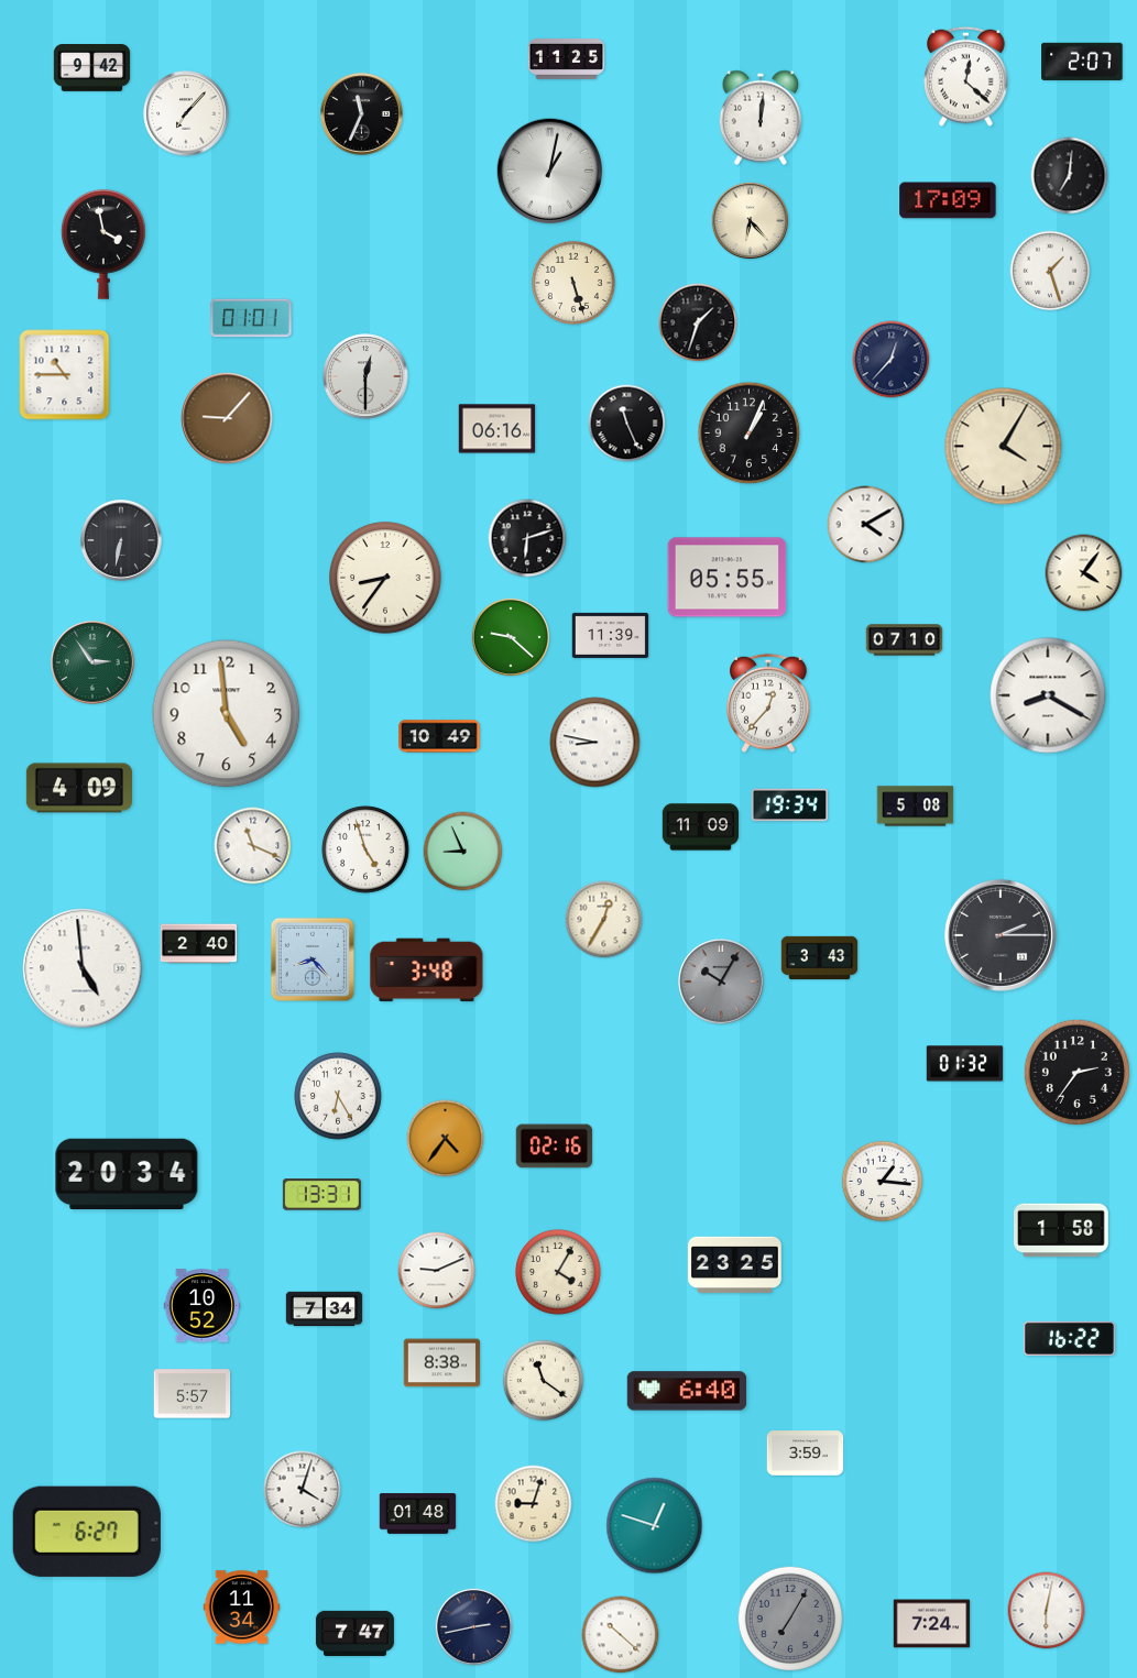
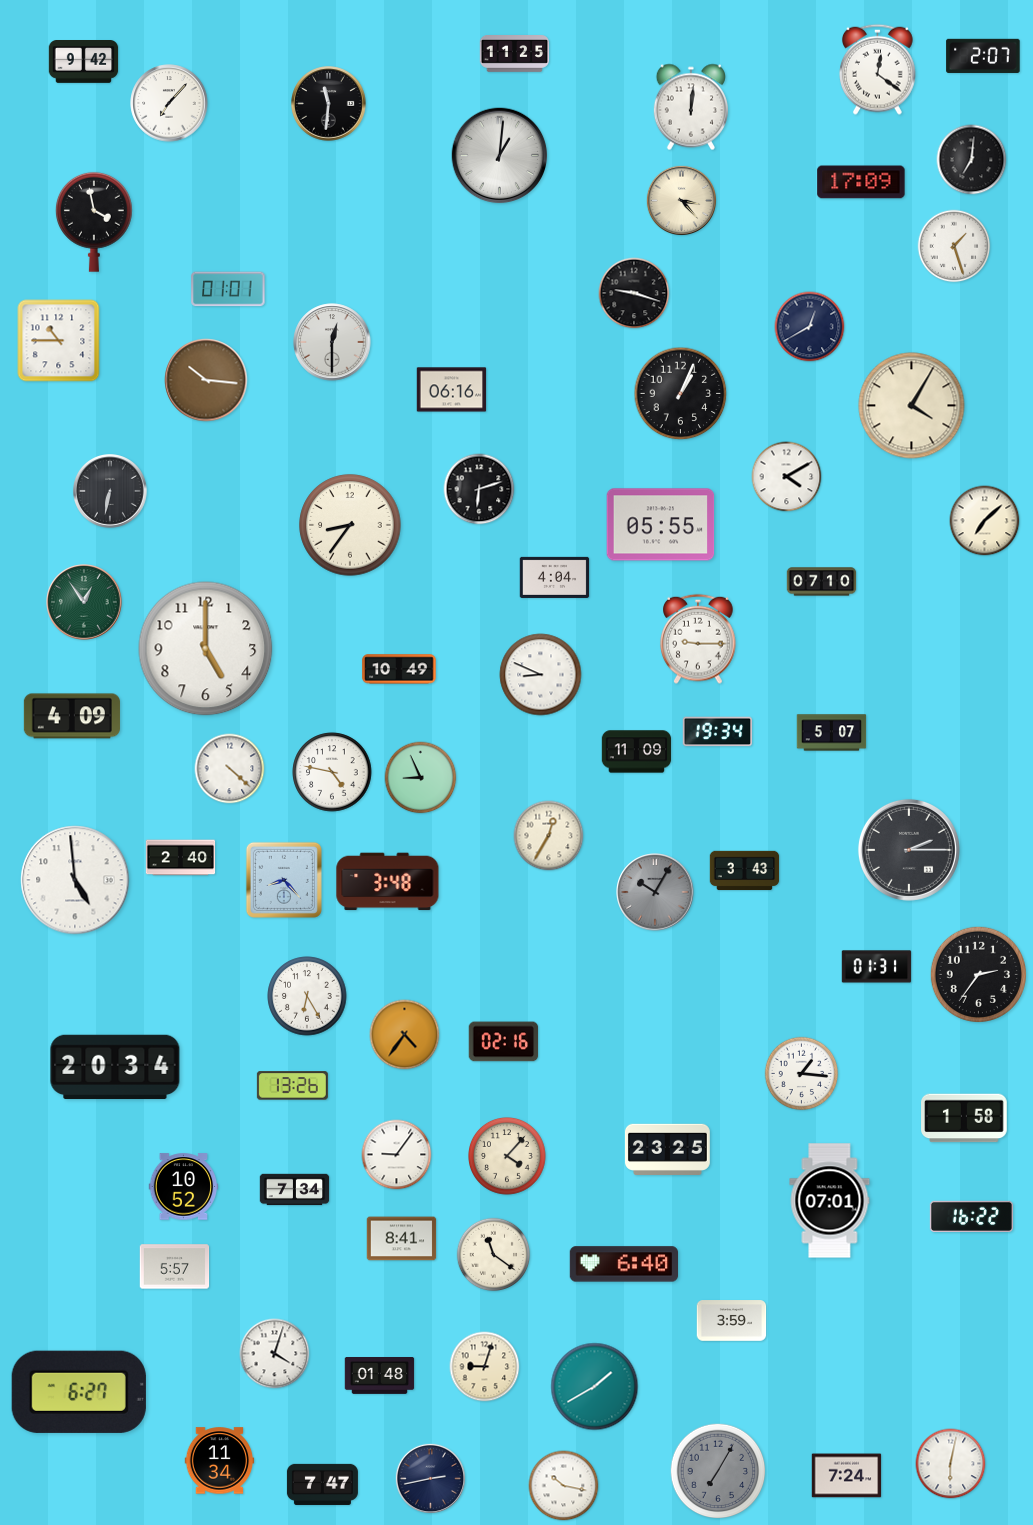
clock at (966, 76): 12:22 -> 12:21
clock at (362, 114): 11:34 -> 11:31
clock at (550, 172): 1:02 -> 1:01
clock at (750, 220): 6:23 -> 3:23
clock at (573, 283): 5:27 -> none
clock at (698, 322): 1:33 -> 9:18
clock at (892, 360): 12:37 -> 12:40
clock at (227, 418): 9:07 -> 10:16
clock at (627, 424): 11:26 -> none
clock at (1084, 573): 4:06 -> 7:08
clock at (611, 635): 11:39 -> 4:04
clock at (511, 637): 9:22 -> none
clock at (92, 662): 2:54 -> 12:54
clock at (1048, 695): 8:20 -> none
clock at (768, 703): 12:37 -> 9:15
clock at (227, 714): 4:59 -> 5:00
clock at (595, 743): 8:47 -> 8:49
clock at (916, 807): 5:08 -> 5:07
clock at (253, 846): 11:19 -> 4:22
clock at (365, 849): 4:57 -> 4:47
clock at (463, 852) position: (463, 852) -> (421, 778)
clock at (313, 959) position: (313, 959) -> (284, 880)
clock at (965, 1064): 01:32 -> 01:31
clock at (321, 1195): 13:31 -> 13:26
clock at (437, 1271): 9:11 -> 9:06
clock at (559, 1273): 4:05 -> 4:07
clock at (830, 1201): none -> 07:01
clock at (442, 1363): 8:38 -> 8:41
clock at (655, 1526): 12:48 -> 1:40
clock at (621, 1635): 10:22 -> 10:17
